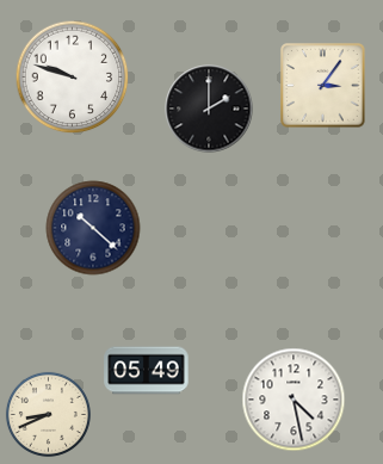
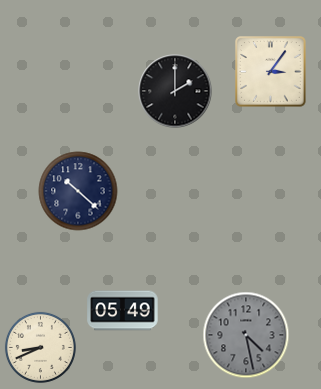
clock at (73, 78): 9:48 -> none
clock at (294, 400) dial: white -> grey
